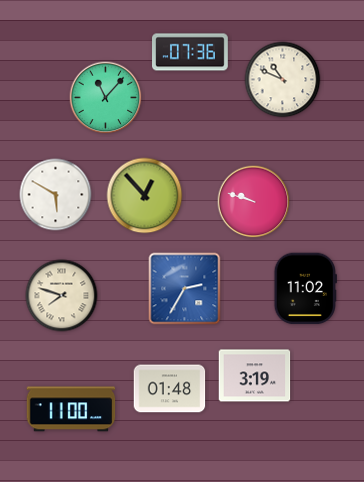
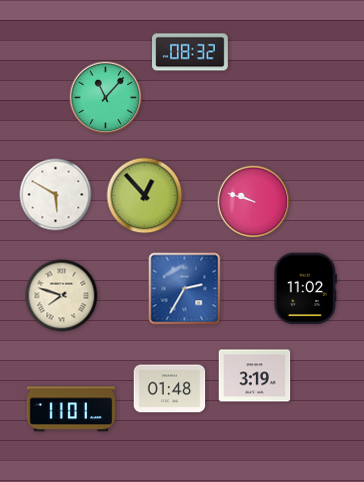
clock at (191, 52): 07:36 -> 08:32
clock at (283, 80): 10:49 -> none
clock at (71, 409): 11:00 -> 11:01
